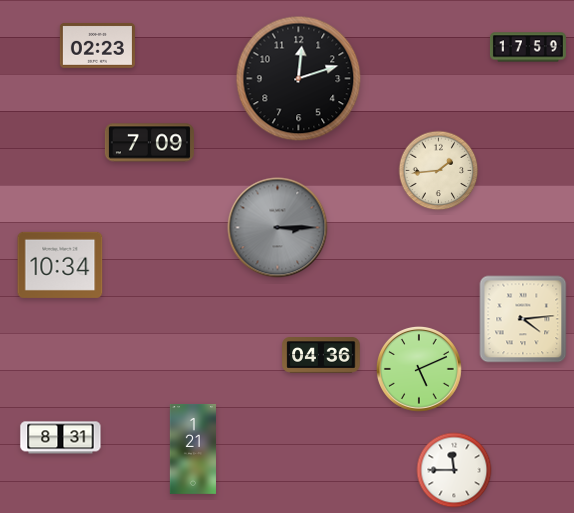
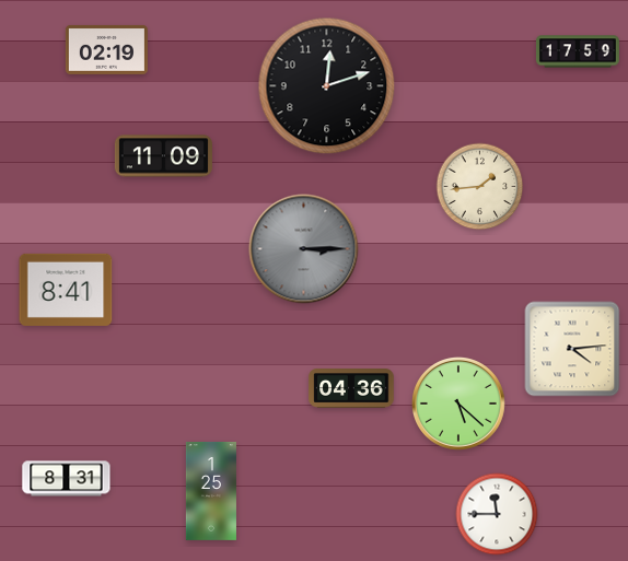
clock at (97, 45): 02:23 -> 02:19
clock at (149, 143): 7:09 -> 11:09
clock at (60, 265): 10:34 -> 8:41
clock at (419, 369): 5:11 -> 5:22
clock at (193, 449): 1:21 -> 1:25
